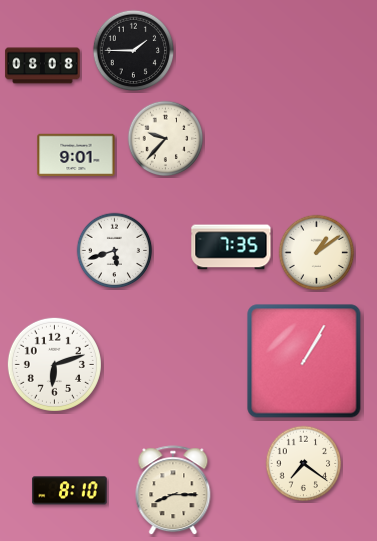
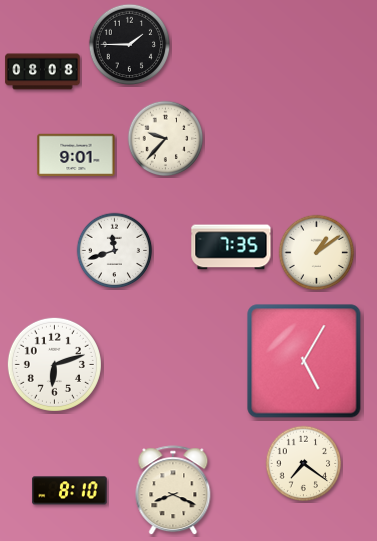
clock at (134, 51) position: (134, 51) -> (130, 45)
clock at (43, 66) position: (43, 66) -> (43, 72)
clock at (115, 251): 5:42 -> 11:42
clock at (304, 361): 1:05 -> 5:05
clock at (173, 491): 8:15 -> 8:19
